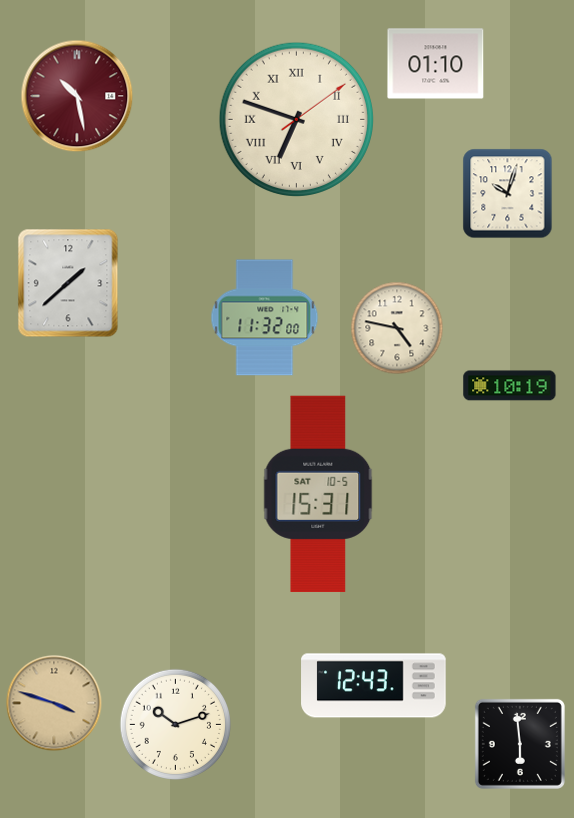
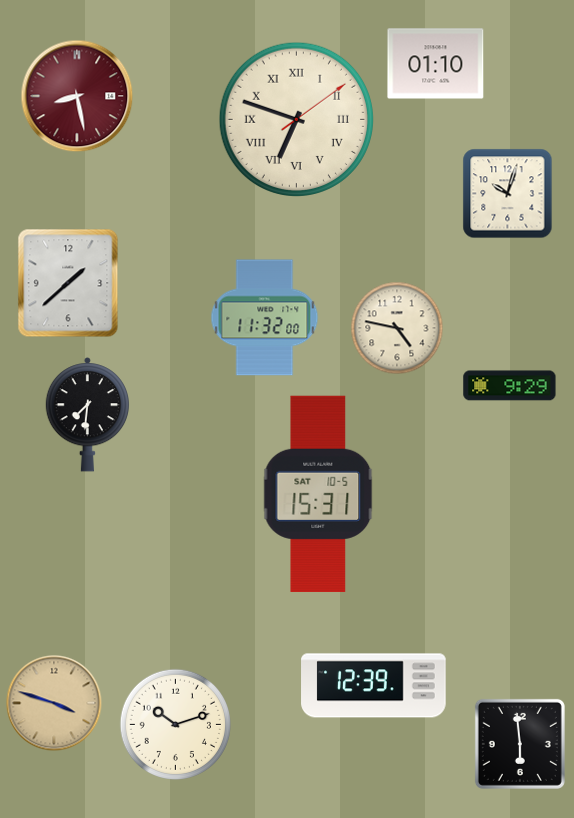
clock at (77, 96): 10:28 -> 8:28
clock at (510, 386): 10:19 -> 9:29
clock at (87, 415): none -> 7:31
clock at (374, 686): 12:43 -> 12:39
